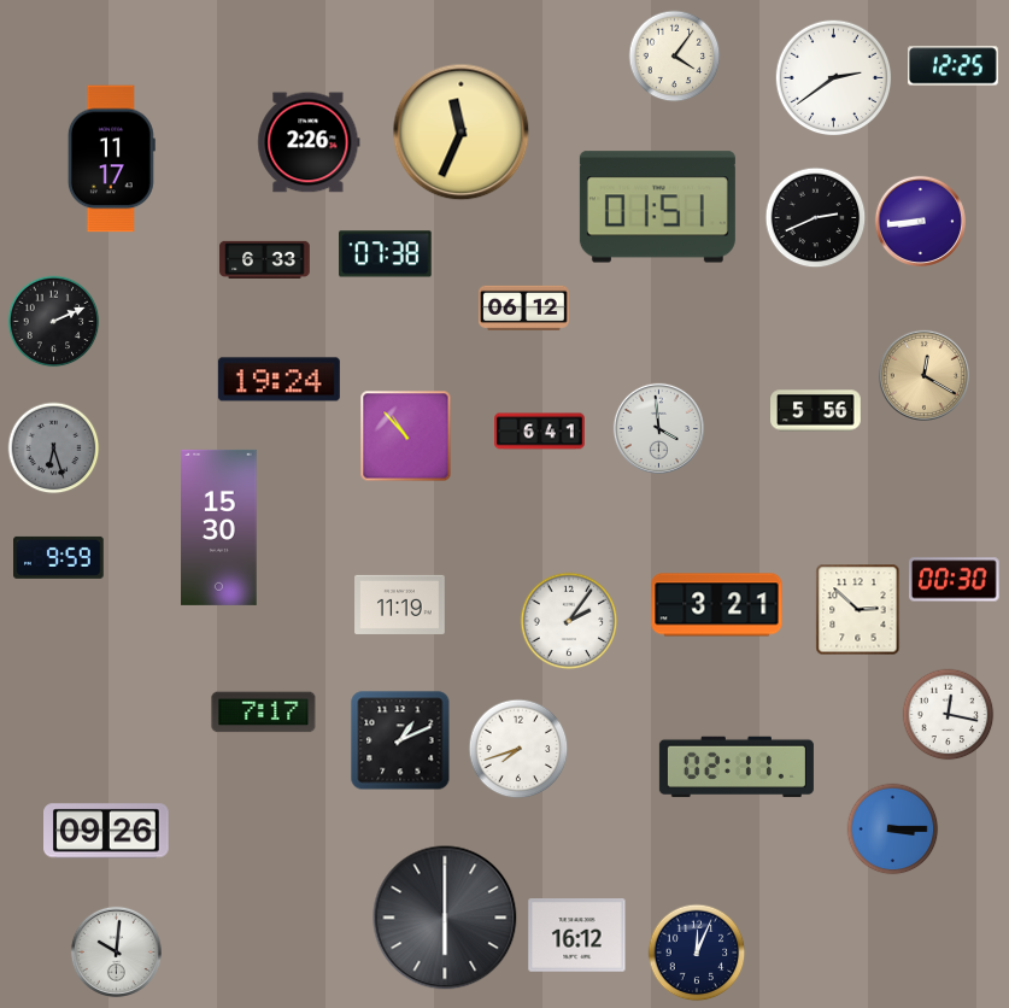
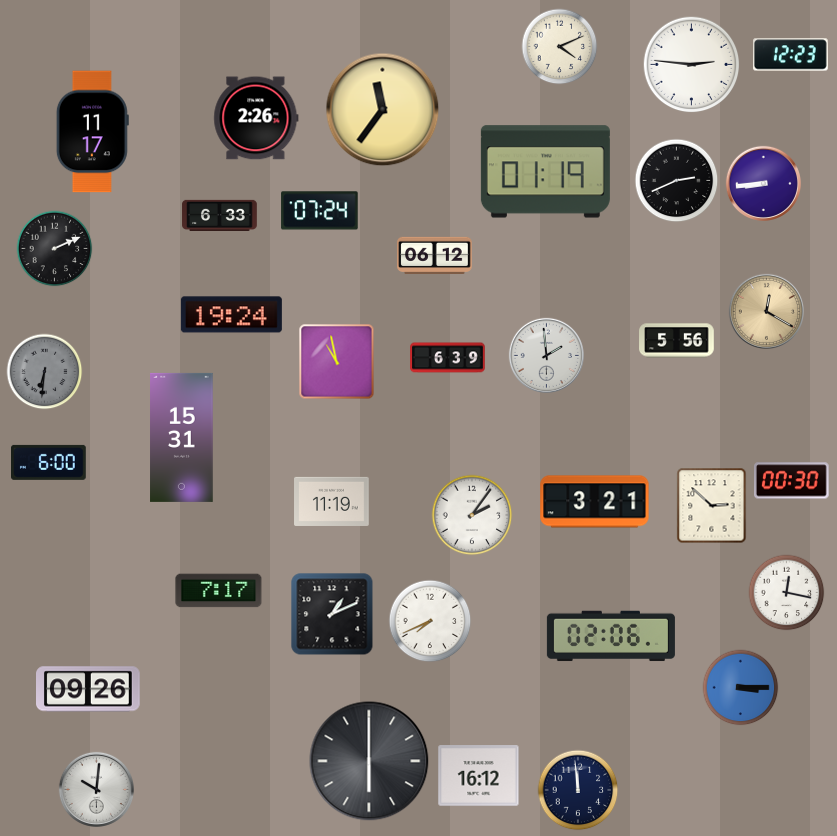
clock at (675, 57): 4:06 -> 4:11
clock at (954, 66): 12:25 -> 12:23
clock at (834, 78): 2:39 -> 2:46
clock at (462, 133): 11:34 -> 11:36
clock at (657, 207): 01:51 -> 01:19
clock at (386, 254): 07:38 -> 07:24
clock at (54, 322) position: (54, 322) -> (55, 249)
clock at (658, 428): 3:59 -> 1:59
clock at (540, 432): 6:41 -> 6:39
clock at (406, 436): 10:53 -> 10:58
clock at (54, 449): 6:27 -> 6:31
clock at (219, 527): 15:30 -> 15:31
clock at (59, 557): 9:59 -> 6:00
clock at (518, 749): 7:42 -> 7:41
clock at (737, 767): 02:11 -> 02:06
clock at (697, 953): 12:04 -> 11:59
